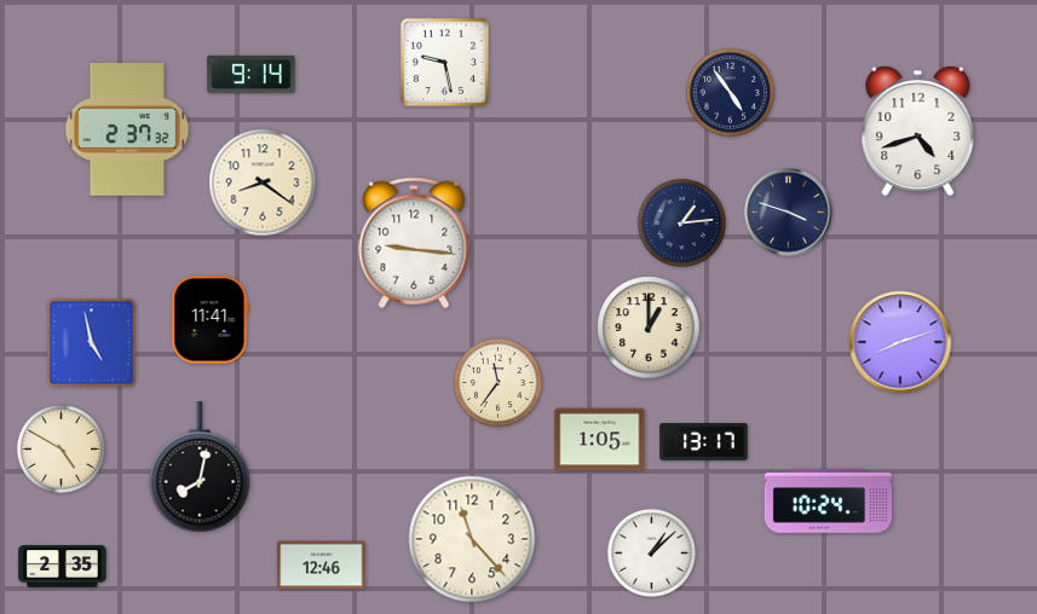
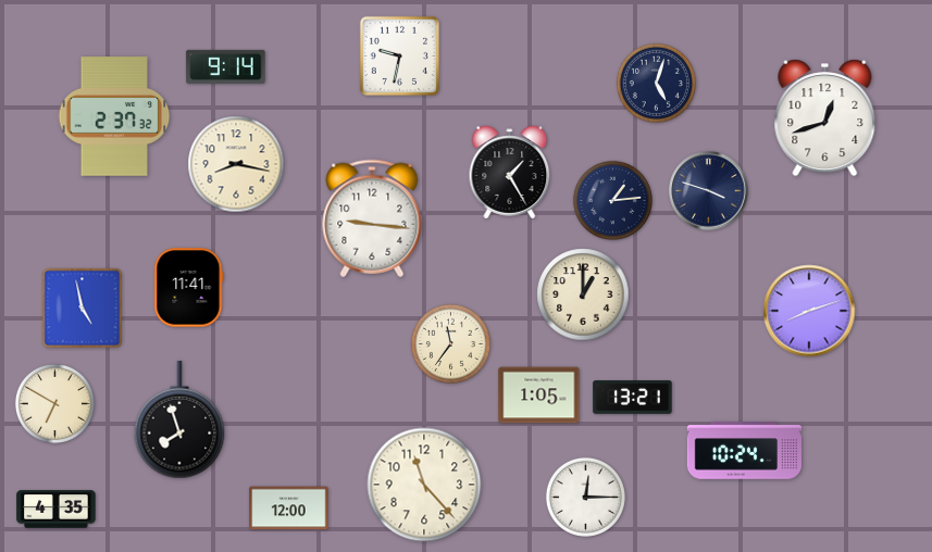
clock at (444, 62): 9:28 -> 9:32
clock at (730, 92): 4:54 -> 5:03
clock at (918, 132): 4:42 -> 12:42
clock at (263, 183): 8:21 -> 8:17
clock at (510, 173): none -> 1:25
clock at (900, 342) position: (900, 342) -> (809, 311)
clock at (497, 382) position: (497, 382) -> (450, 343)
clock at (704, 442): 13:17 -> 13:21
clock at (61, 448): 4:50 -> 6:50
clock at (200, 467): 8:02 -> 7:57
clock at (651, 552): 1:08 -> 12:15
clock at (322, 566): 12:46 -> 12:00
clock at (63, 567): 2:35 -> 4:35
